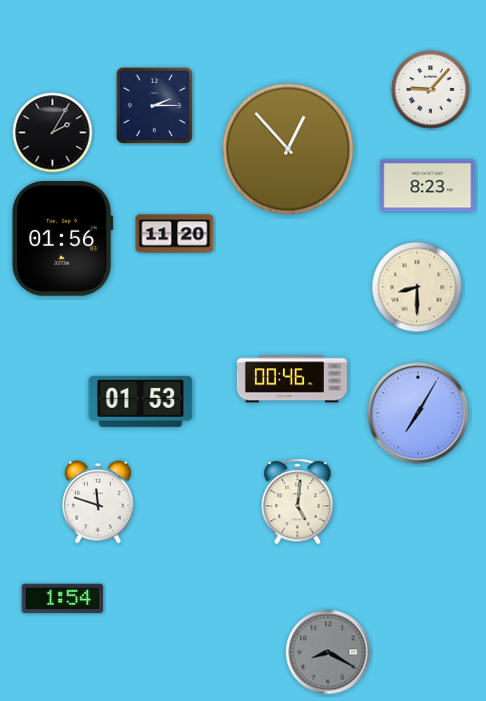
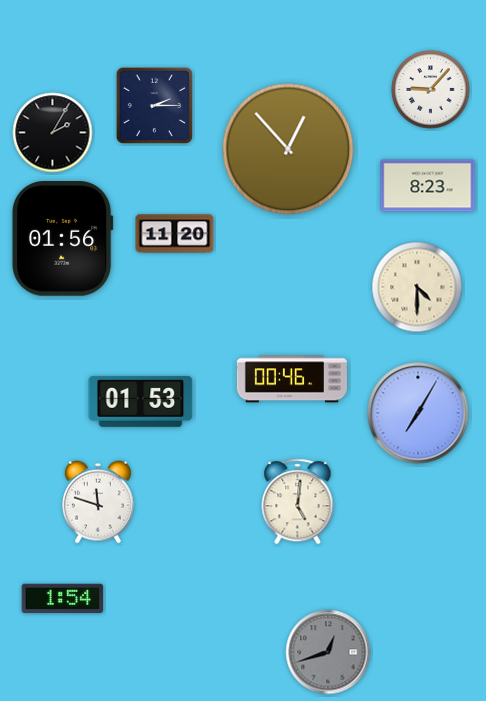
clock at (417, 287): 8:30 -> 4:30
clock at (328, 652): 8:20 -> 12:42
